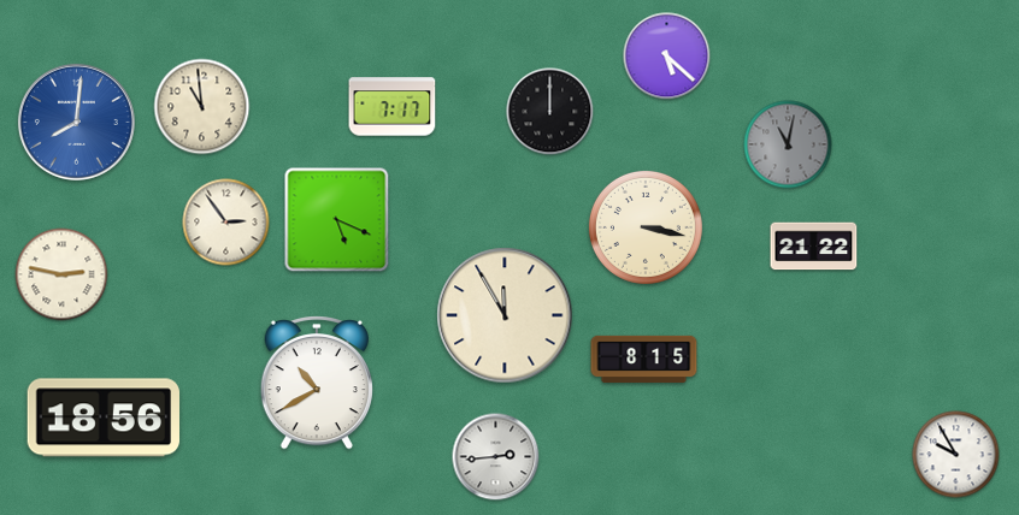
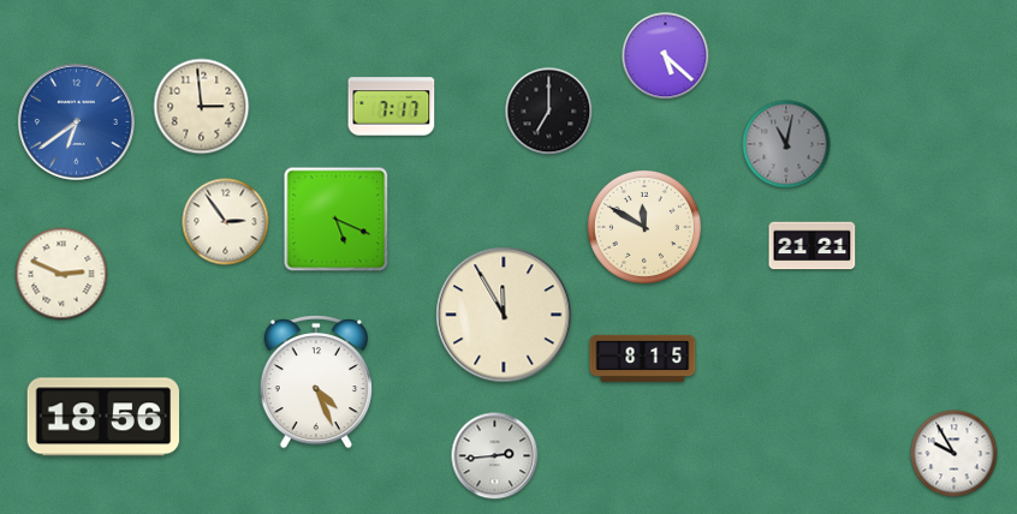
clock at (202, 107): 10:59 -> 2:59
clock at (550, 112): 12:00 -> 7:00
clock at (76, 122): 8:01 -> 6:39
clock at (646, 227): 3:17 -> 11:50
clock at (814, 247): 21:22 -> 21:21
clock at (61, 274): 2:47 -> 2:49
clock at (316, 383): 10:40 -> 4:26
